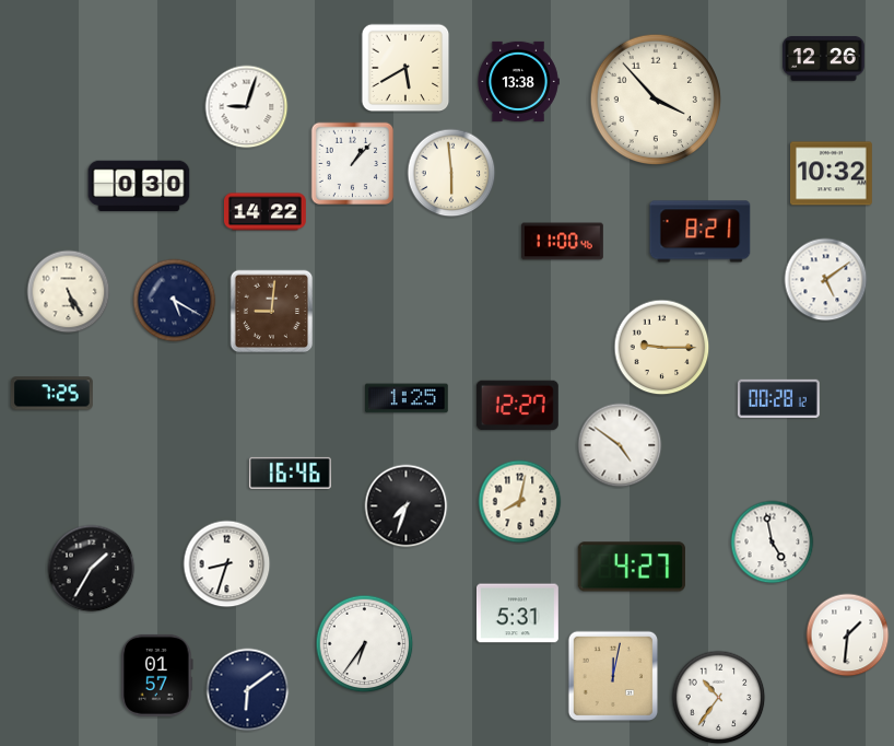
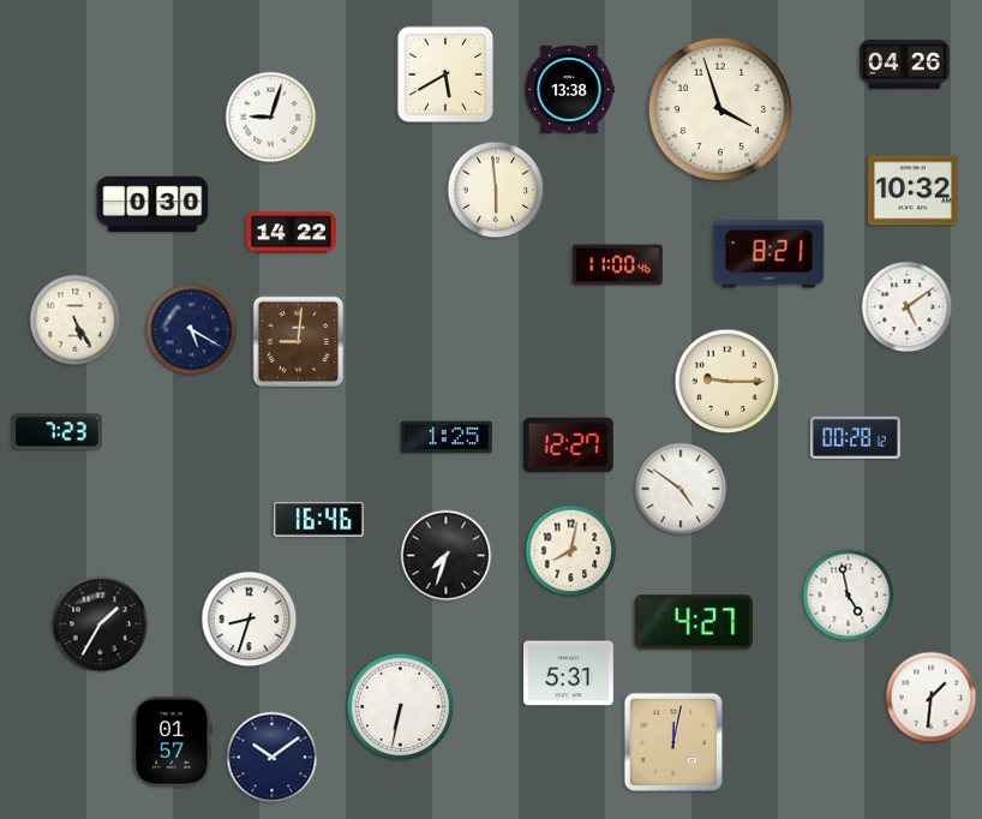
clock at (823, 58): 12:26 -> 04:26
clock at (655, 98): 3:53 -> 3:57
clock at (353, 164): 1:07 -> none
clock at (51, 394): 7:25 -> 7:23
clock at (365, 644): 6:36 -> 6:32
clock at (248, 690): 6:09 -> 10:09
clock at (719, 698): 10:36 -> none
